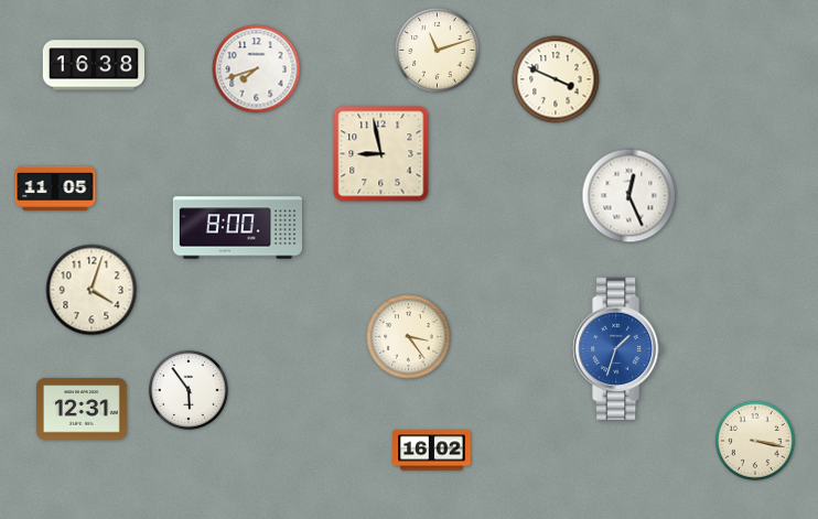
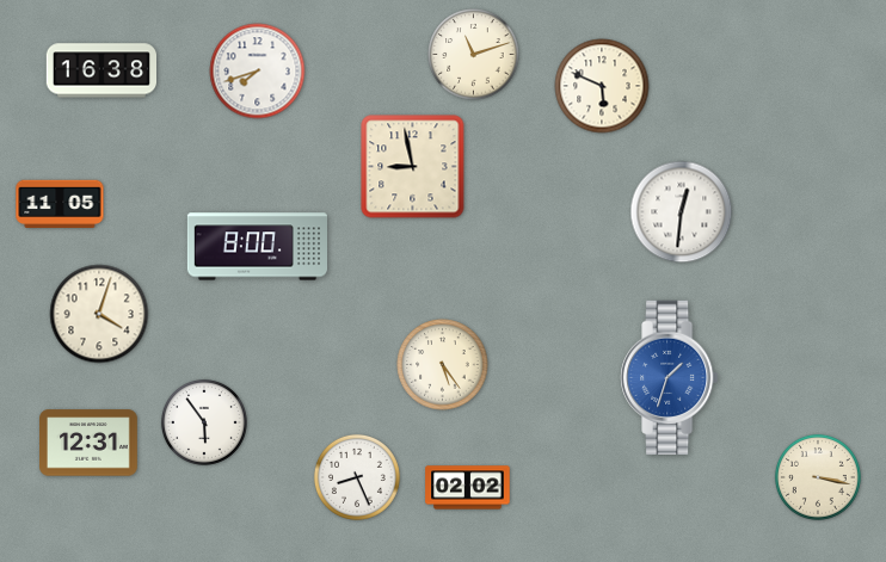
clock at (257, 69) position: (257, 69) -> (258, 72)
clock at (556, 79): 3:49 -> 5:49
clock at (629, 196): 12:26 -> 12:31
clock at (409, 337): 3:24 -> 5:24
clock at (357, 477): none -> 8:26
clock at (432, 451): 16:02 -> 02:02
